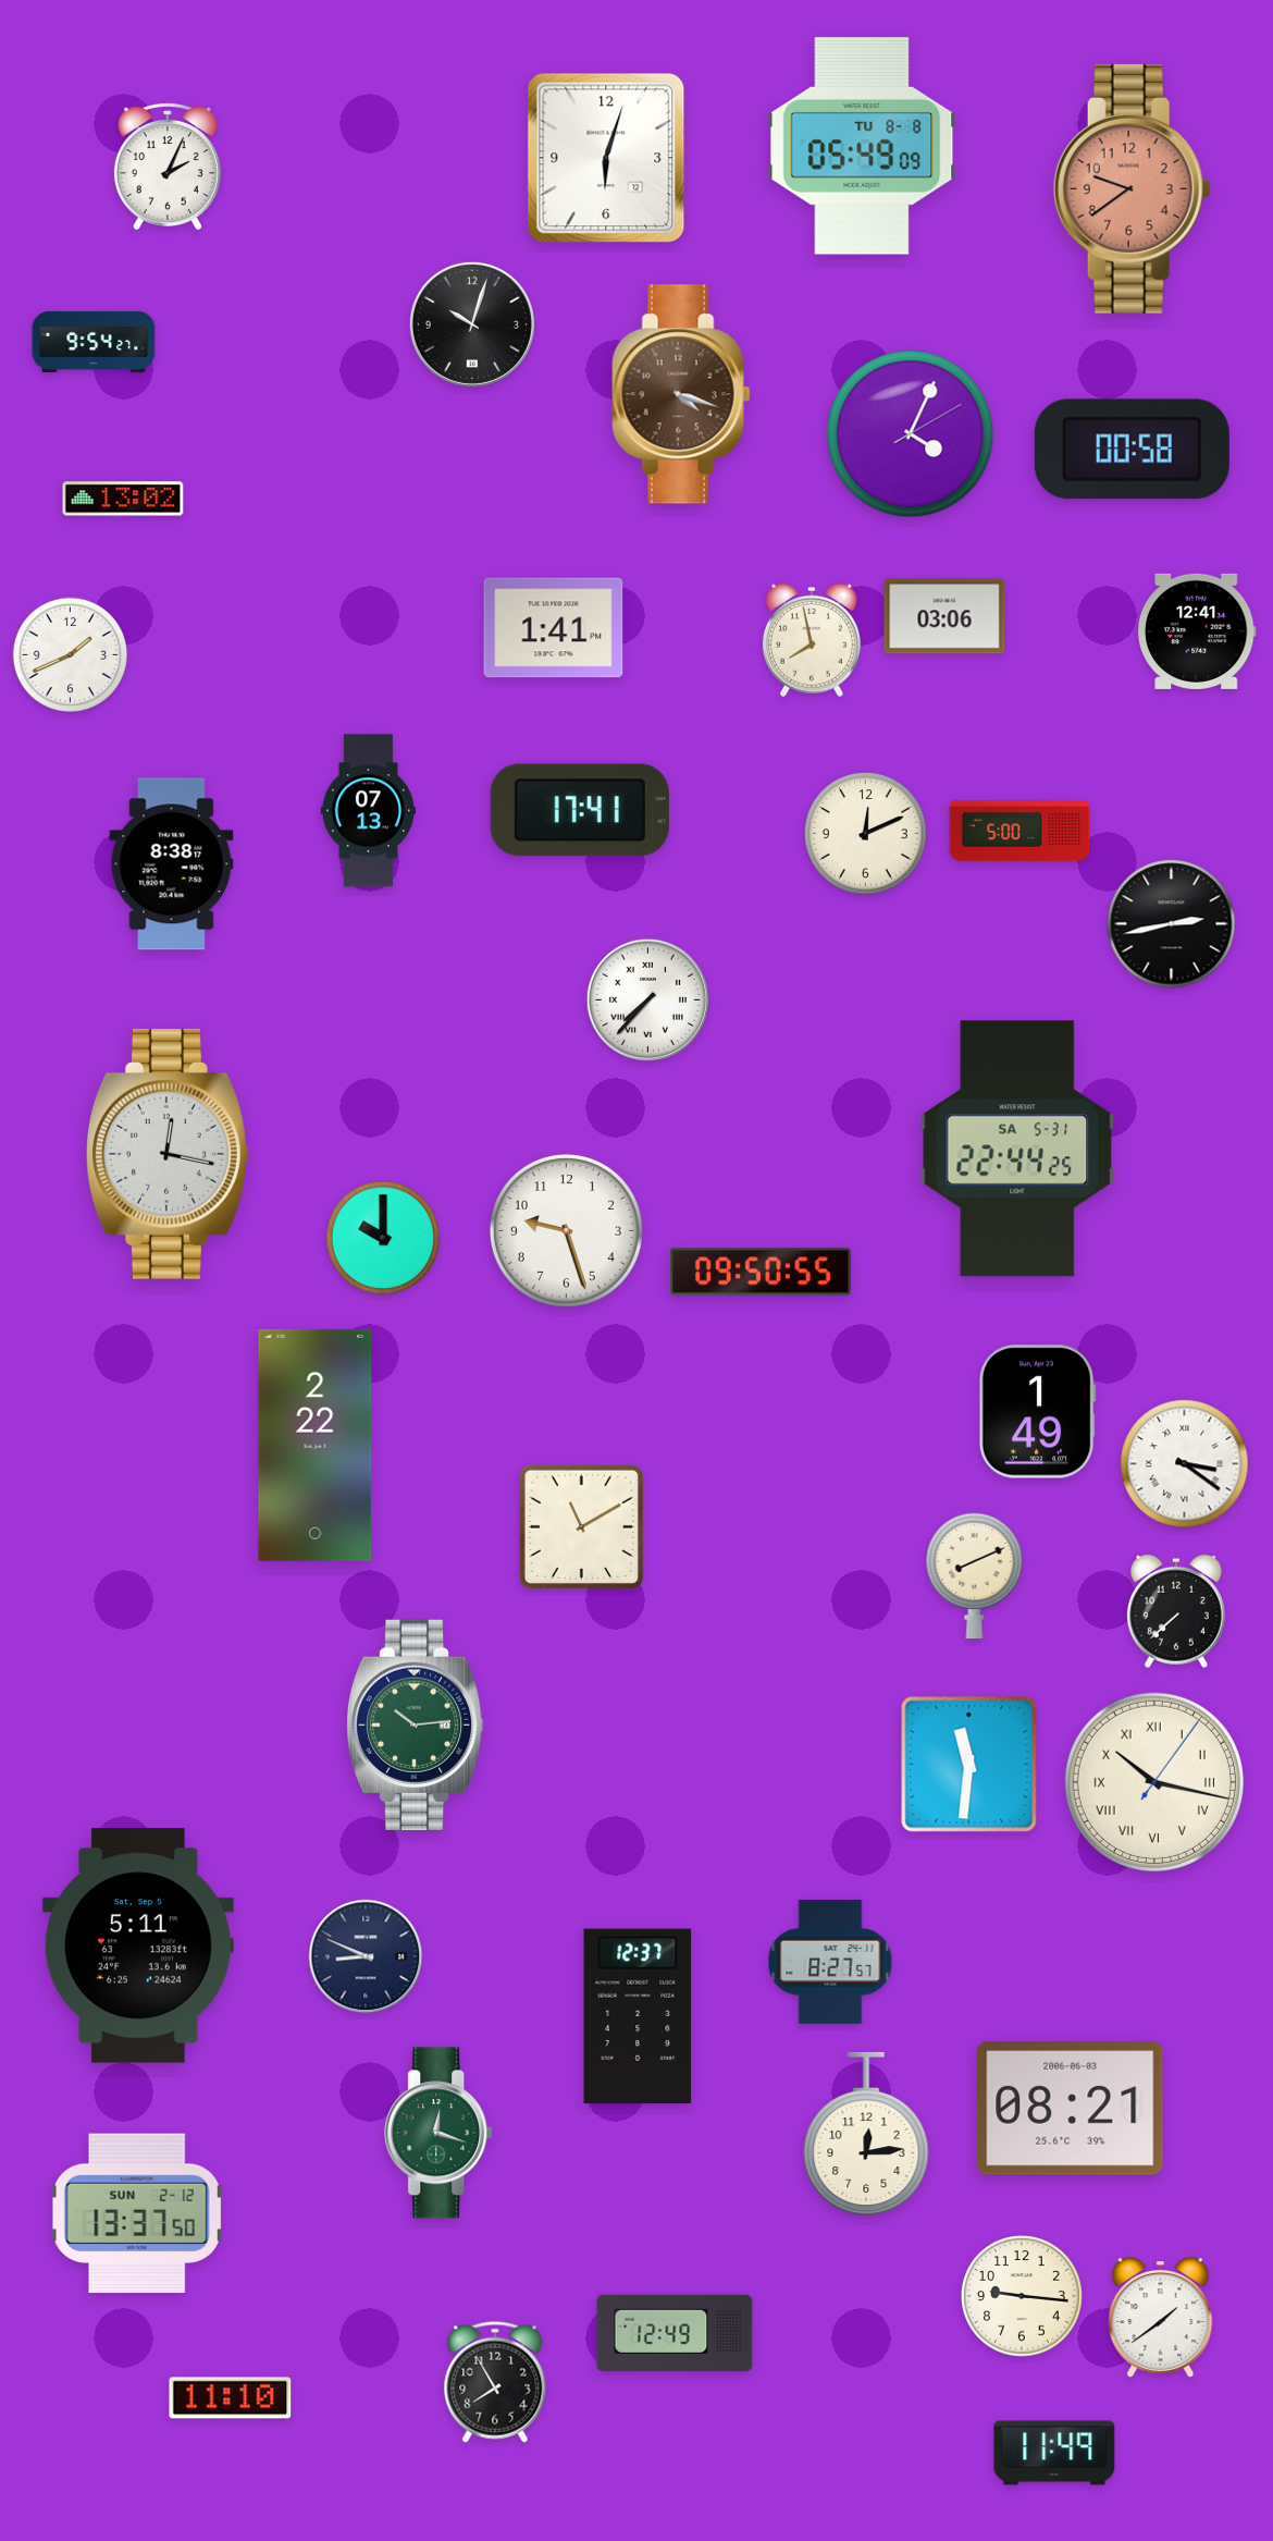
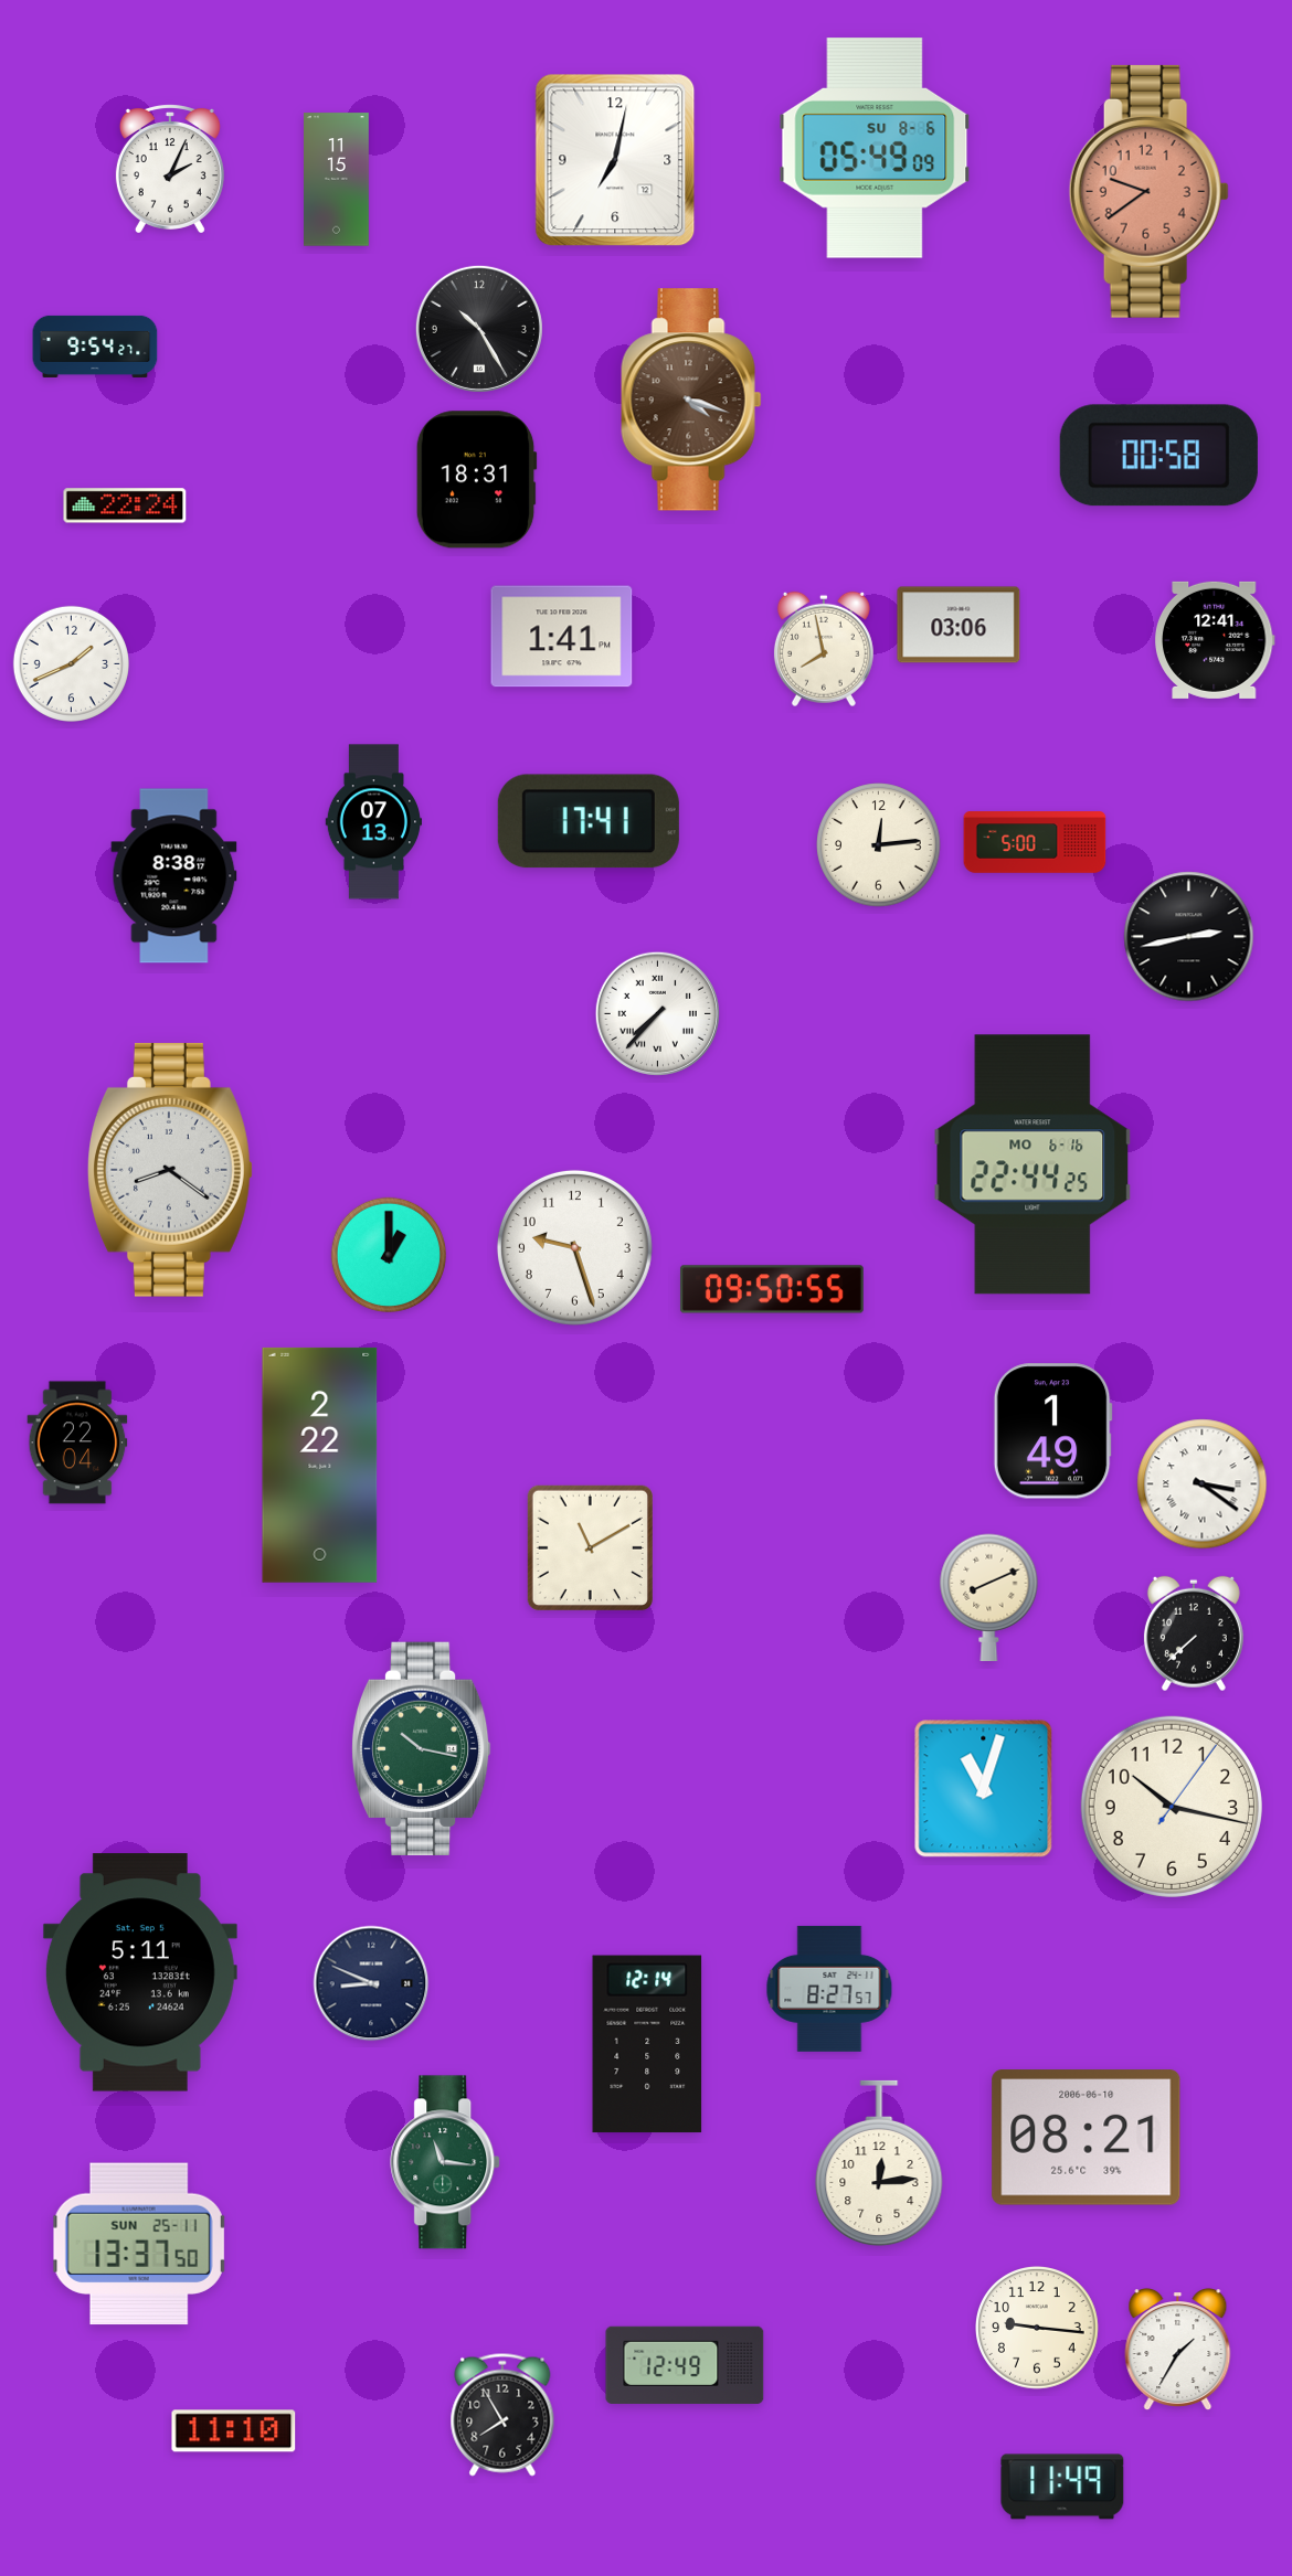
clock at (862, 146) date: TU 8-8 -> SU 8-6
clock at (606, 158): 6:03 -> 7:02
clock at (337, 180): none -> 11:15
clock at (472, 324): 10:03 -> 10:25
clock at (911, 434): 4:04 -> none
clock at (1132, 450) position: (1132, 450) -> (1158, 456)
clock at (476, 480): none -> 18:31
clock at (123, 499): 13:02 -> 22:24
clock at (866, 834): 12:11 -> 12:14
clock at (1017, 1149) date: SA 5-31 -> MO 6-16
clock at (169, 1154): 12:17 -> 8:21
clock at (382, 1237): 10:00 -> 1:00
clock at (77, 1443): none -> 22:04
clock at (415, 1724): 10:14 -> 10:17
clock at (969, 1765): 11:31 -> 11:03
clock at (1154, 1782) numerals: Roman -> Arabic
clock at (830, 1962) position: (830, 1962) -> (829, 1989)
clock at (638, 2016): 12:37 -> 12:14
clock at (1071, 2109) date: 2006-06-03 -> 2006-06-10
clock at (440, 2133): 12:18 -> 11:16
clock at (137, 2213) date: SUN 2-12 -> SUN 25-11
clock at (1161, 2318): 1:39 -> 1:35
clock at (1054, 2453) position: (1054, 2453) -> (1062, 2487)
